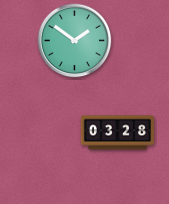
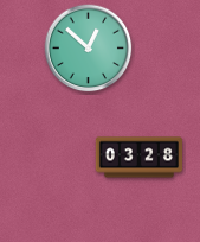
clock at (75, 41): 1:51 -> 12:52
